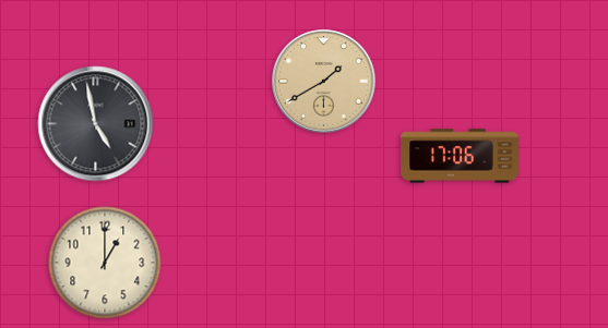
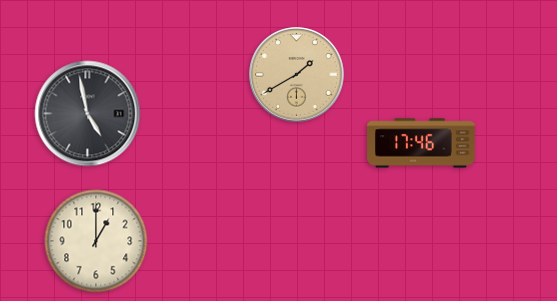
clock at (460, 156): 17:06 -> 17:46
